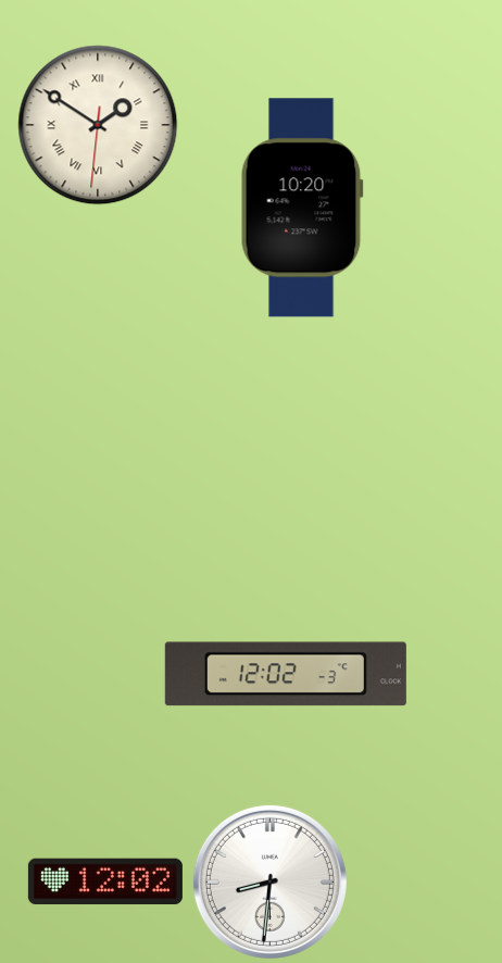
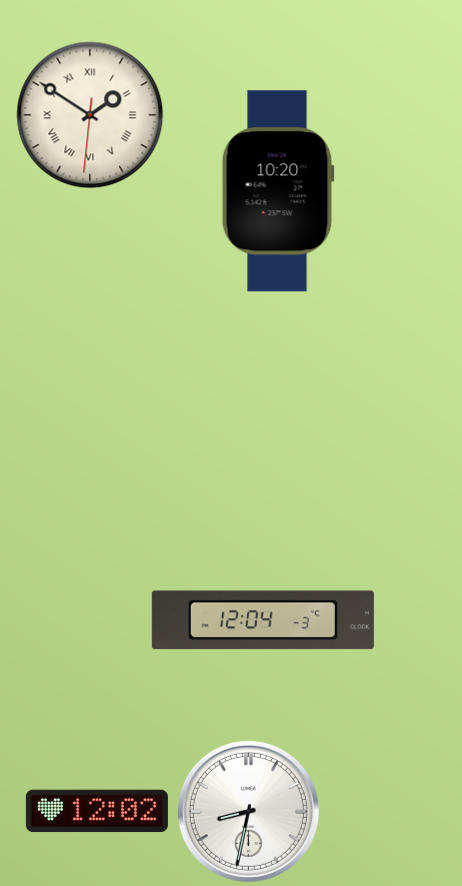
clock at (286, 674): 12:02 -> 12:04
clock at (269, 881): 8:31 -> 8:32
